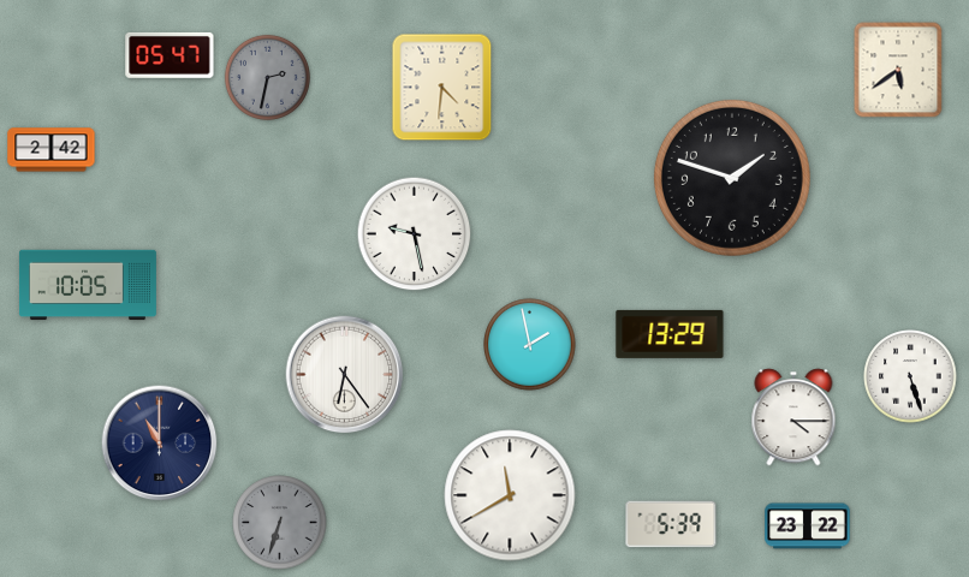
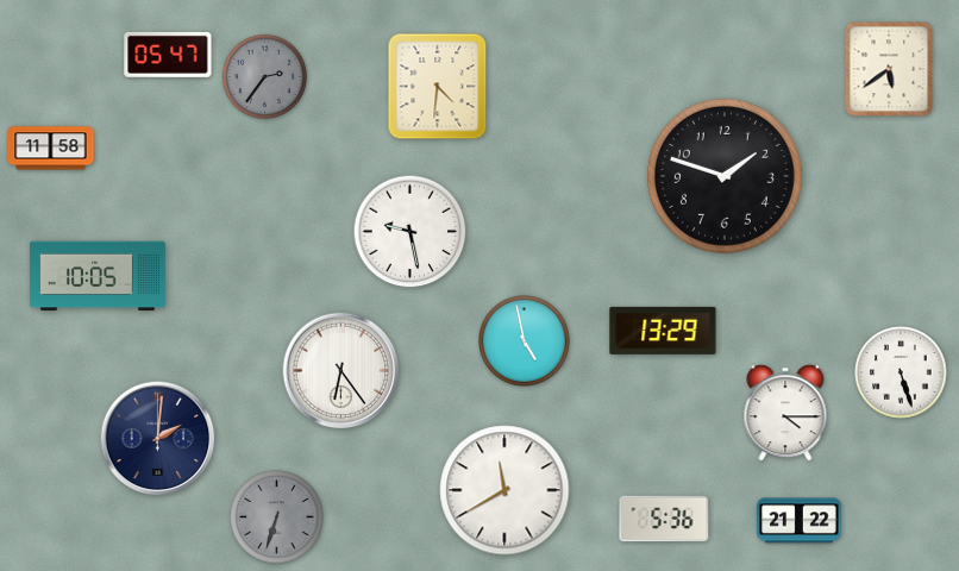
clock at (267, 77): 2:32 -> 2:36
clock at (52, 150): 2:42 -> 11:58
clock at (88, 285) position: (88, 285) -> (98, 276)
clock at (530, 345): 1:58 -> 4:58
clock at (160, 444): 11:00 -> 2:01
clock at (671, 524): 5:39 -> 5:36
clock at (808, 527): 23:22 -> 21:22
